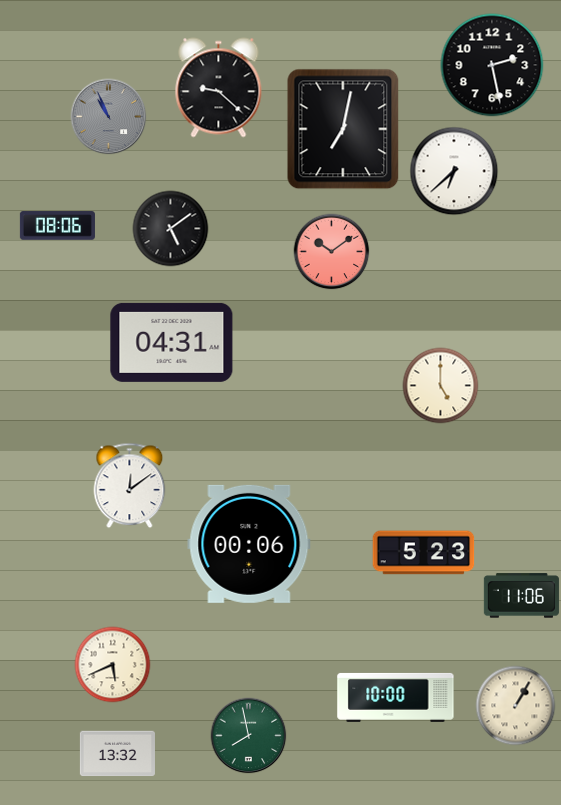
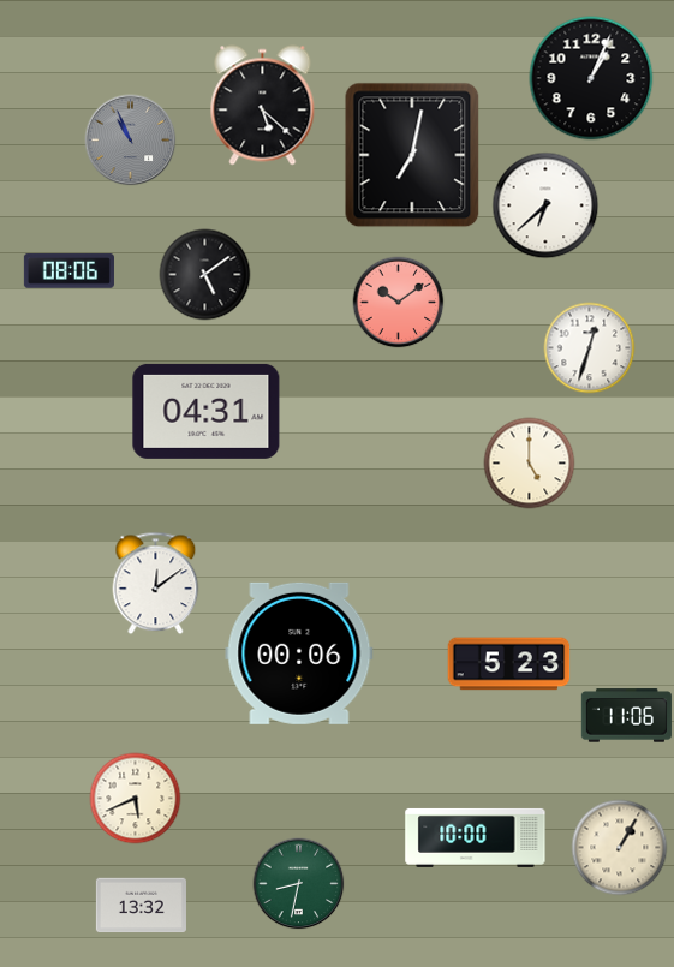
clock at (492, 65): 2:28 -> 1:04
clock at (219, 88): 9:22 -> 5:22
clock at (590, 348): none -> 12:33
clock at (249, 736): 7:58 -> 8:32
